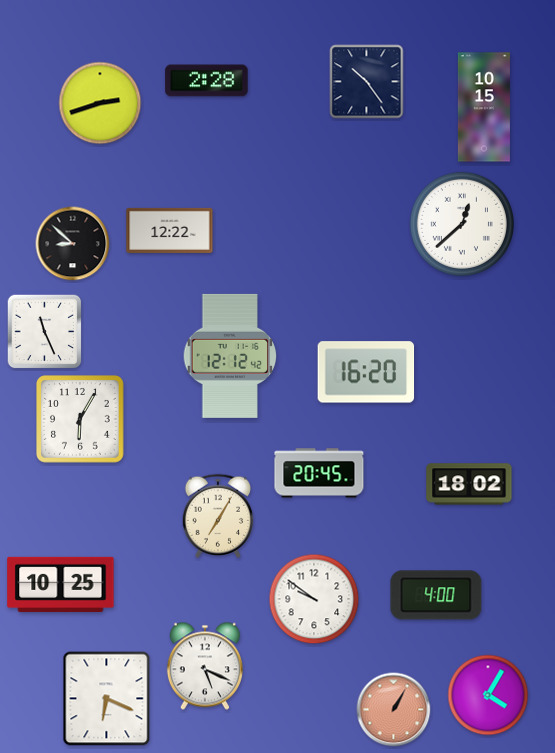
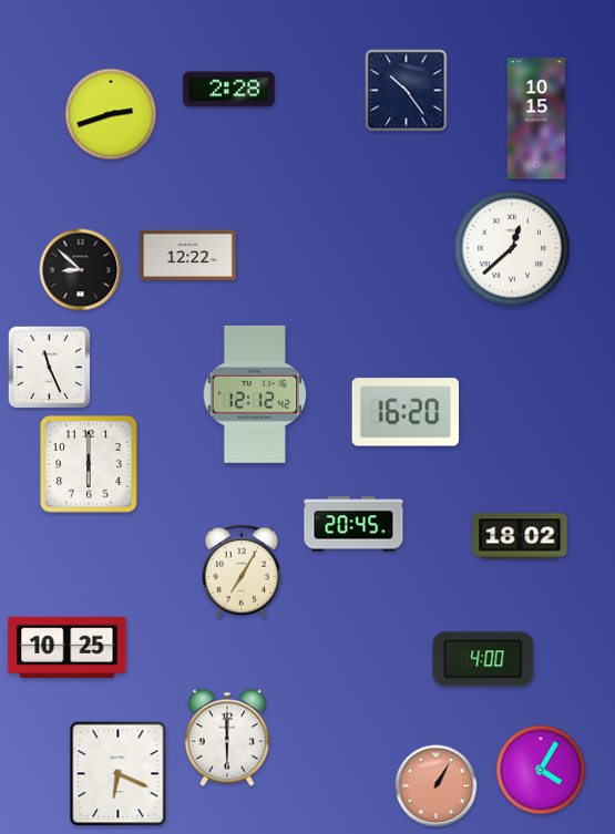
clock at (80, 419): 6:05 -> 6:00
clock at (314, 599): 9:51 -> none
clock at (205, 666): 5:19 -> 6:00
